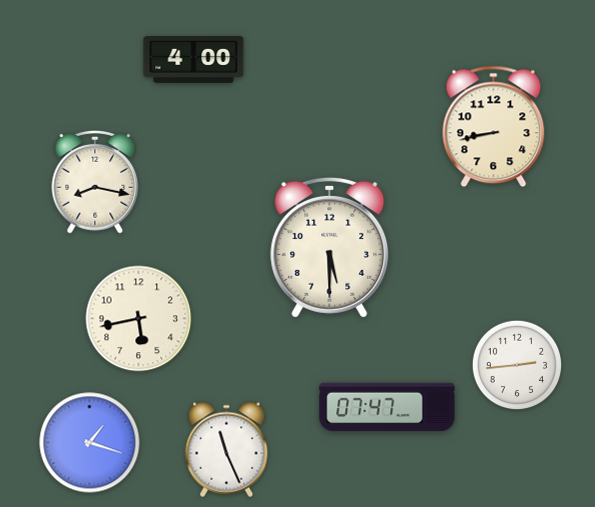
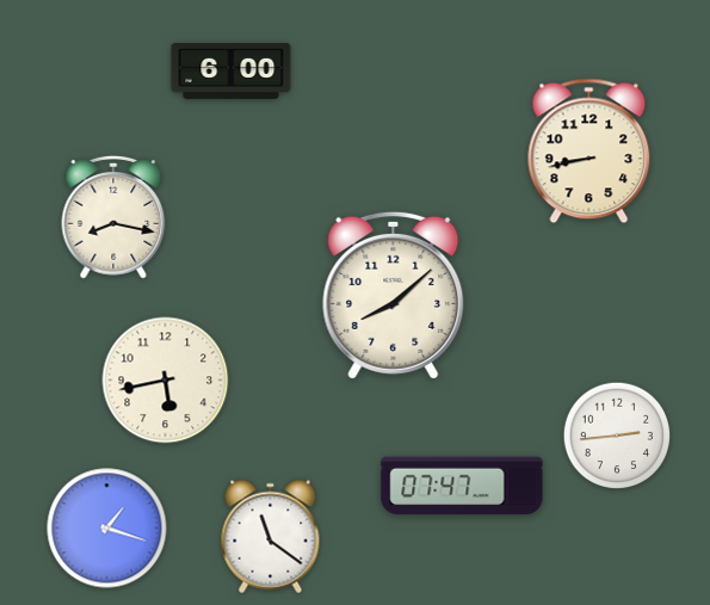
clock at (194, 60): 4:00 -> 6:00
clock at (330, 247): 5:30 -> 8:08
clock at (227, 450): 11:26 -> 11:21
